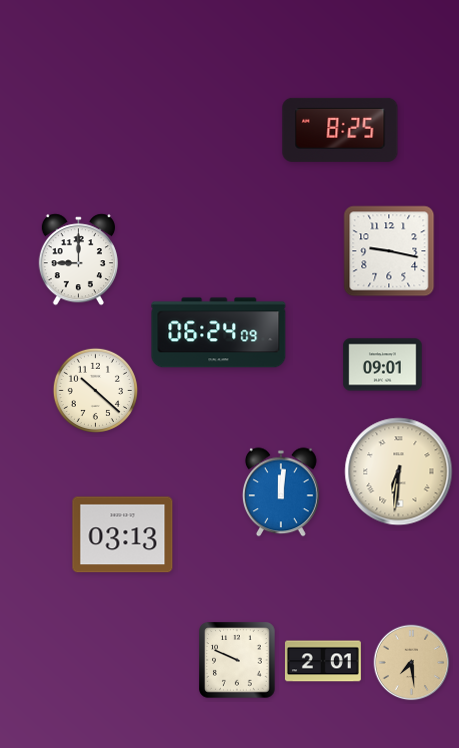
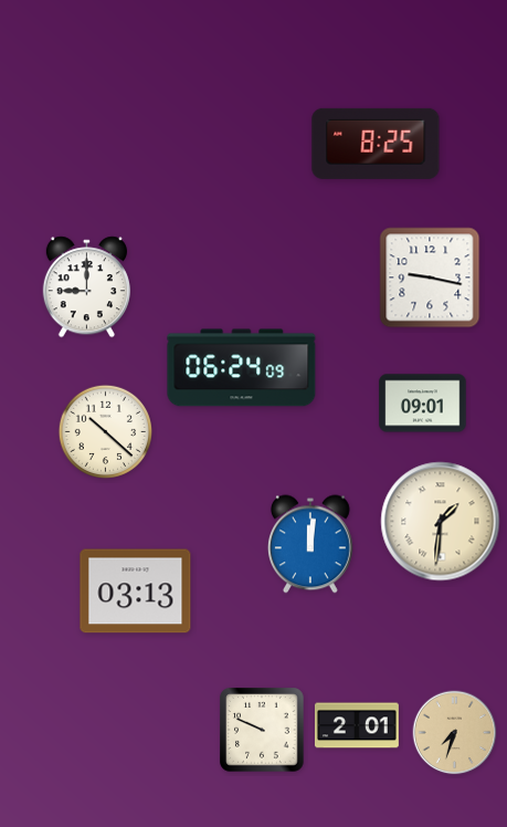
clock at (399, 472): 6:31 -> 1:31
clock at (323, 661) position: (323, 661) -> (357, 725)
clock at (412, 663): 7:29 -> 7:33
